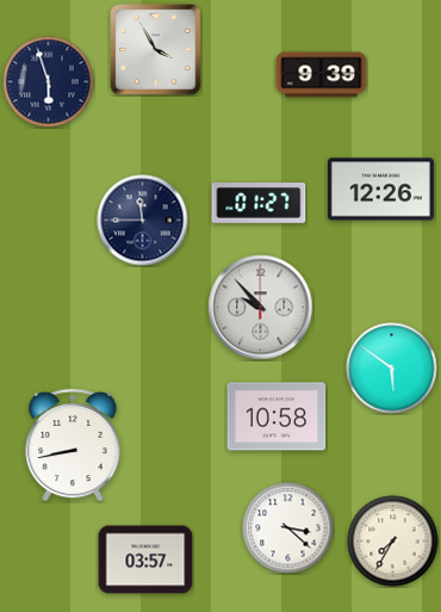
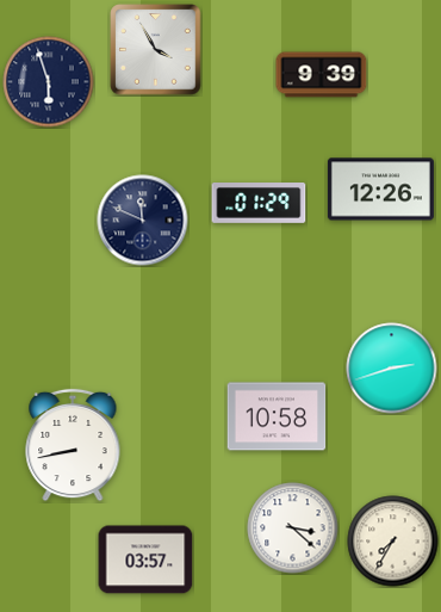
clock at (259, 204): 01:27 -> 01:29
clock at (143, 221): 11:45 -> 11:49
clock at (261, 308): 9:53 -> none
clock at (392, 369): 5:51 -> 2:42
clock at (288, 528) position: (288, 528) -> (293, 528)
